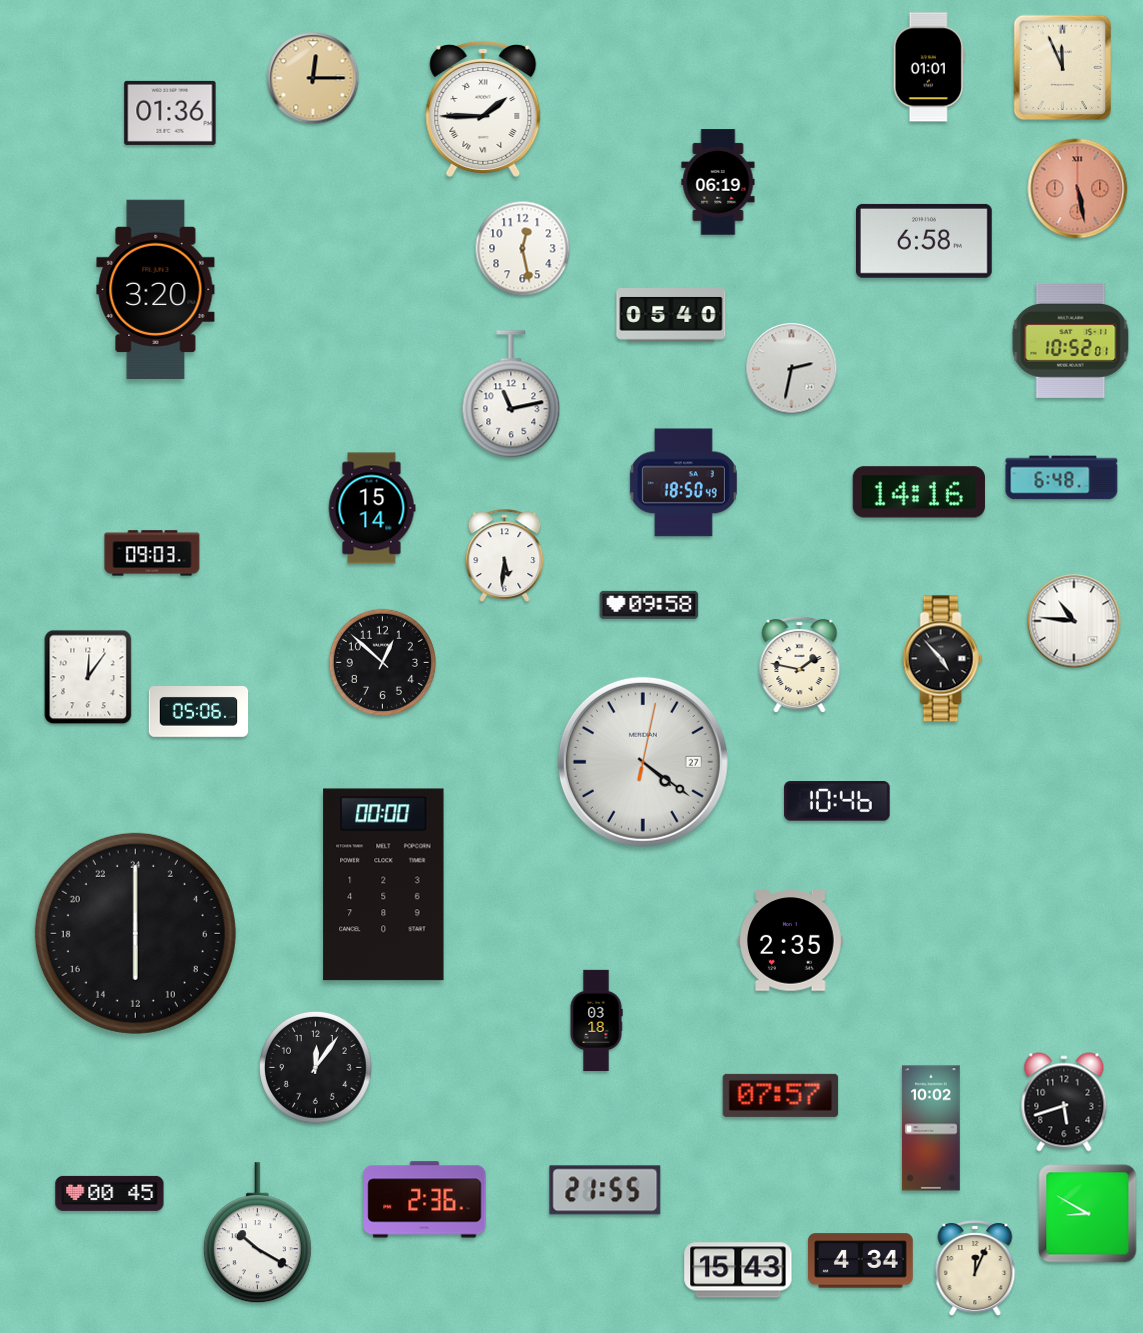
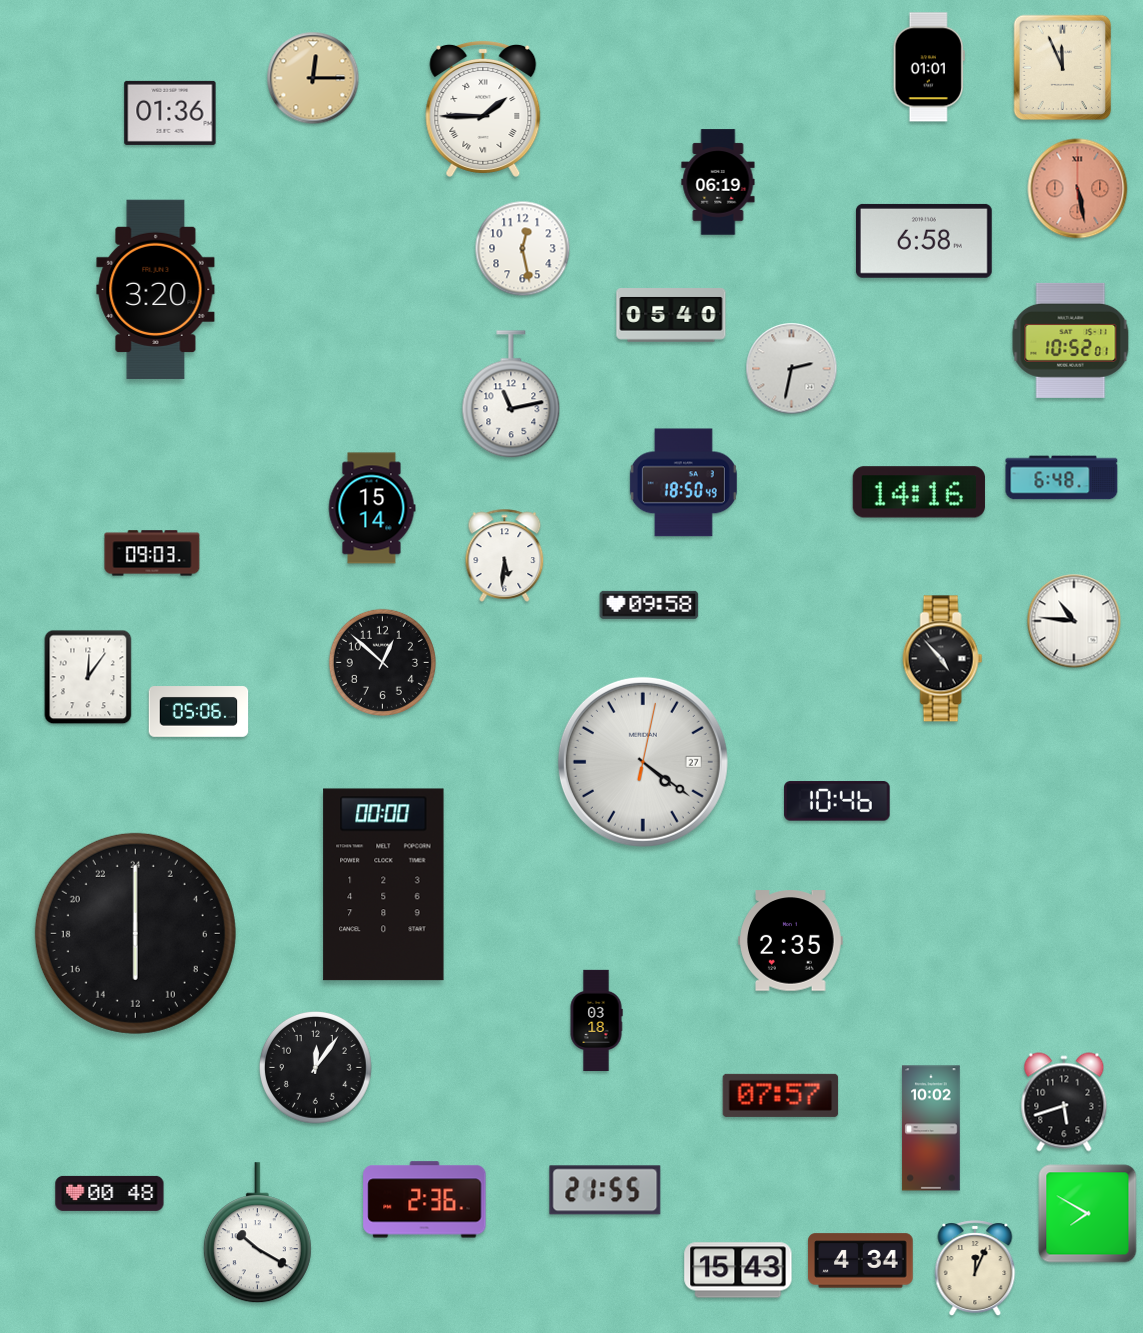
clock at (800, 665): 1:47 -> none
clock at (110, 1193): 00:45 -> 00:48
clock at (1088, 1214): 8:50 -> 7:50
